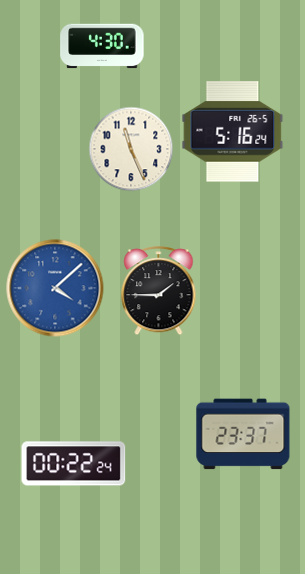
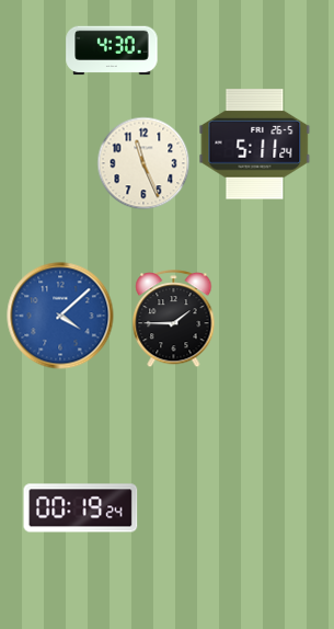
clock at (233, 132): 5:16 -> 5:11
clock at (243, 434): 23:37 -> none
clock at (74, 464): 00:22 -> 00:19
